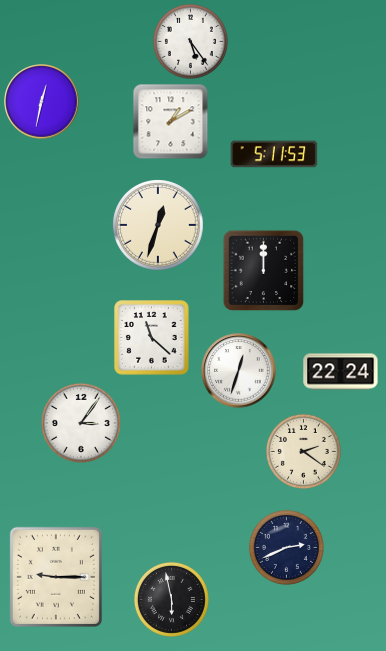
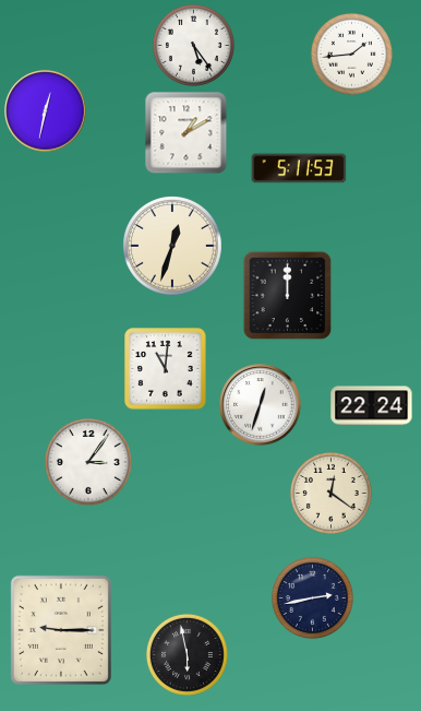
clock at (190, 41) position: (190, 41) -> (193, 45)
clock at (351, 54): none -> 1:44
clock at (152, 338): 11:22 -> 11:01
clock at (303, 451): 2:21 -> 12:21
clock at (286, 547): 2:41 -> 2:43
